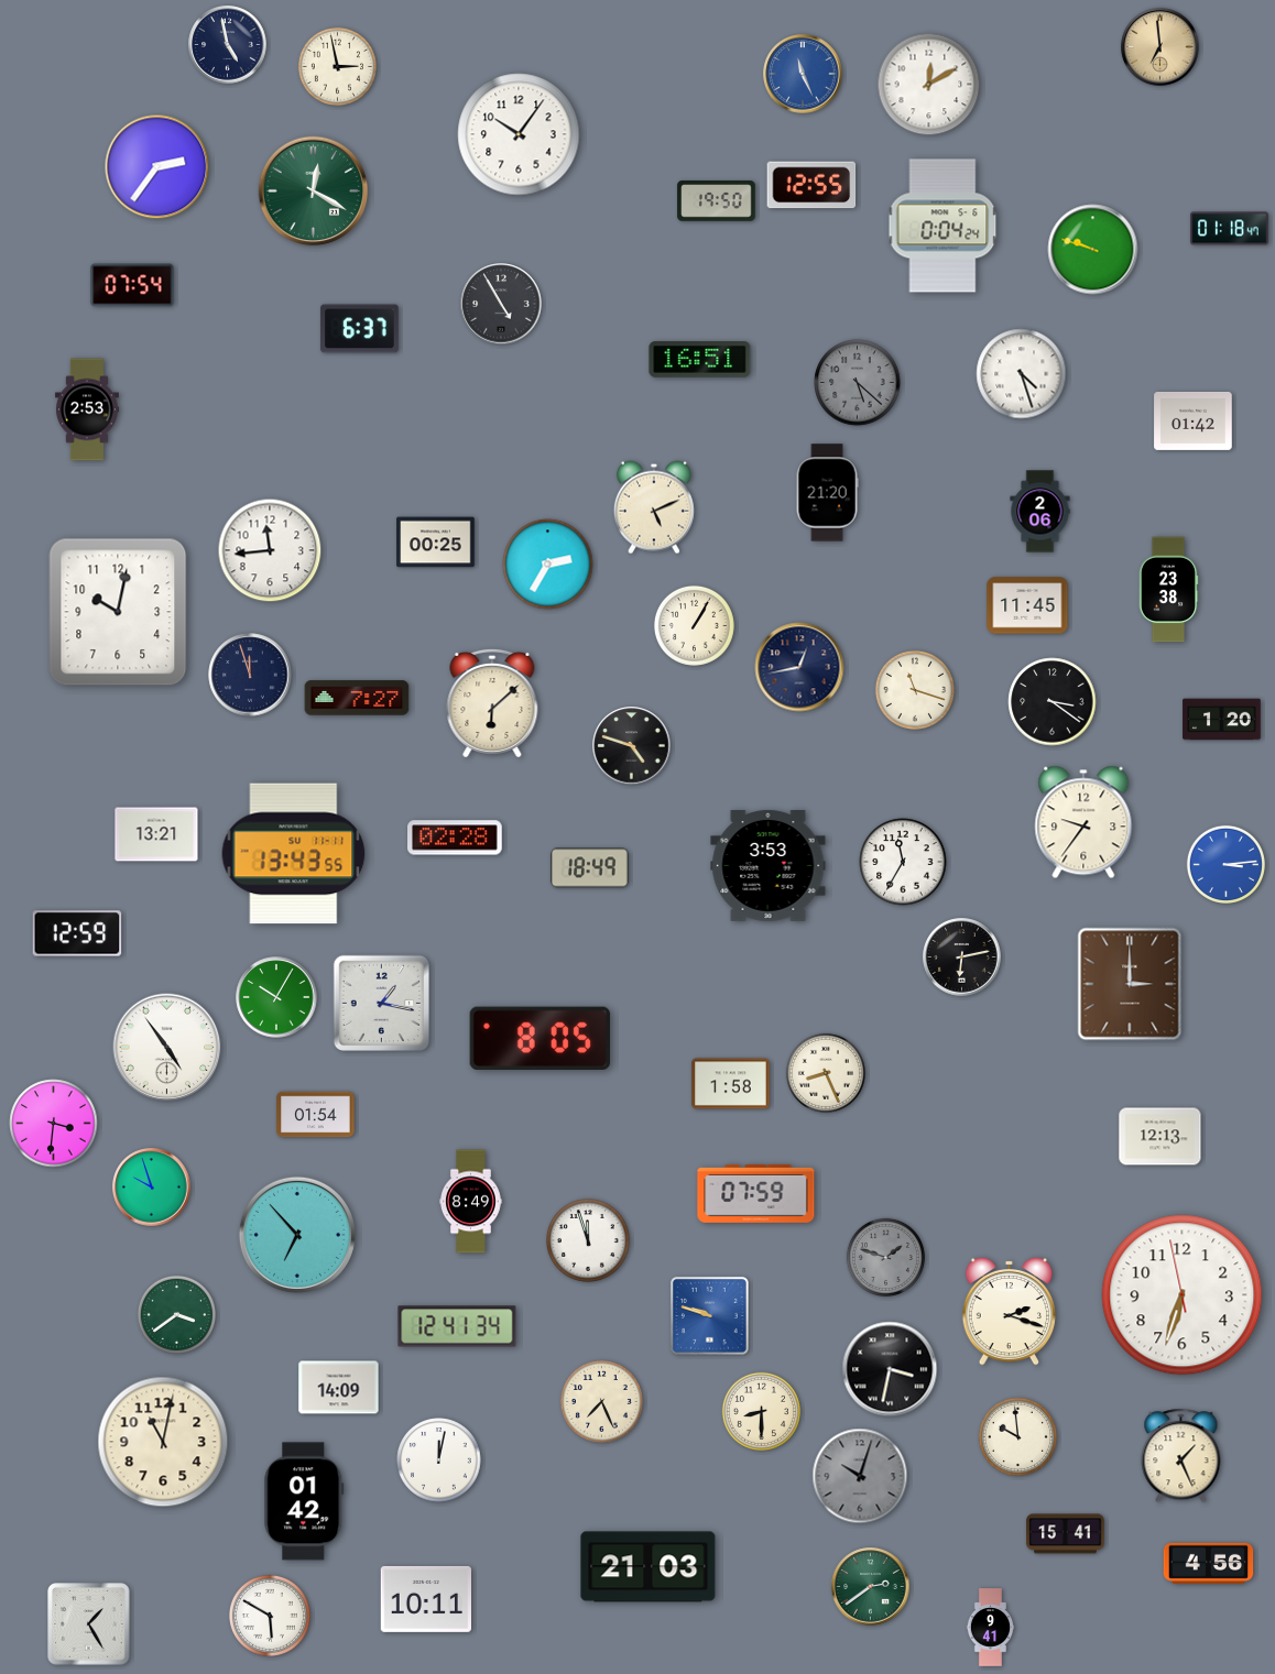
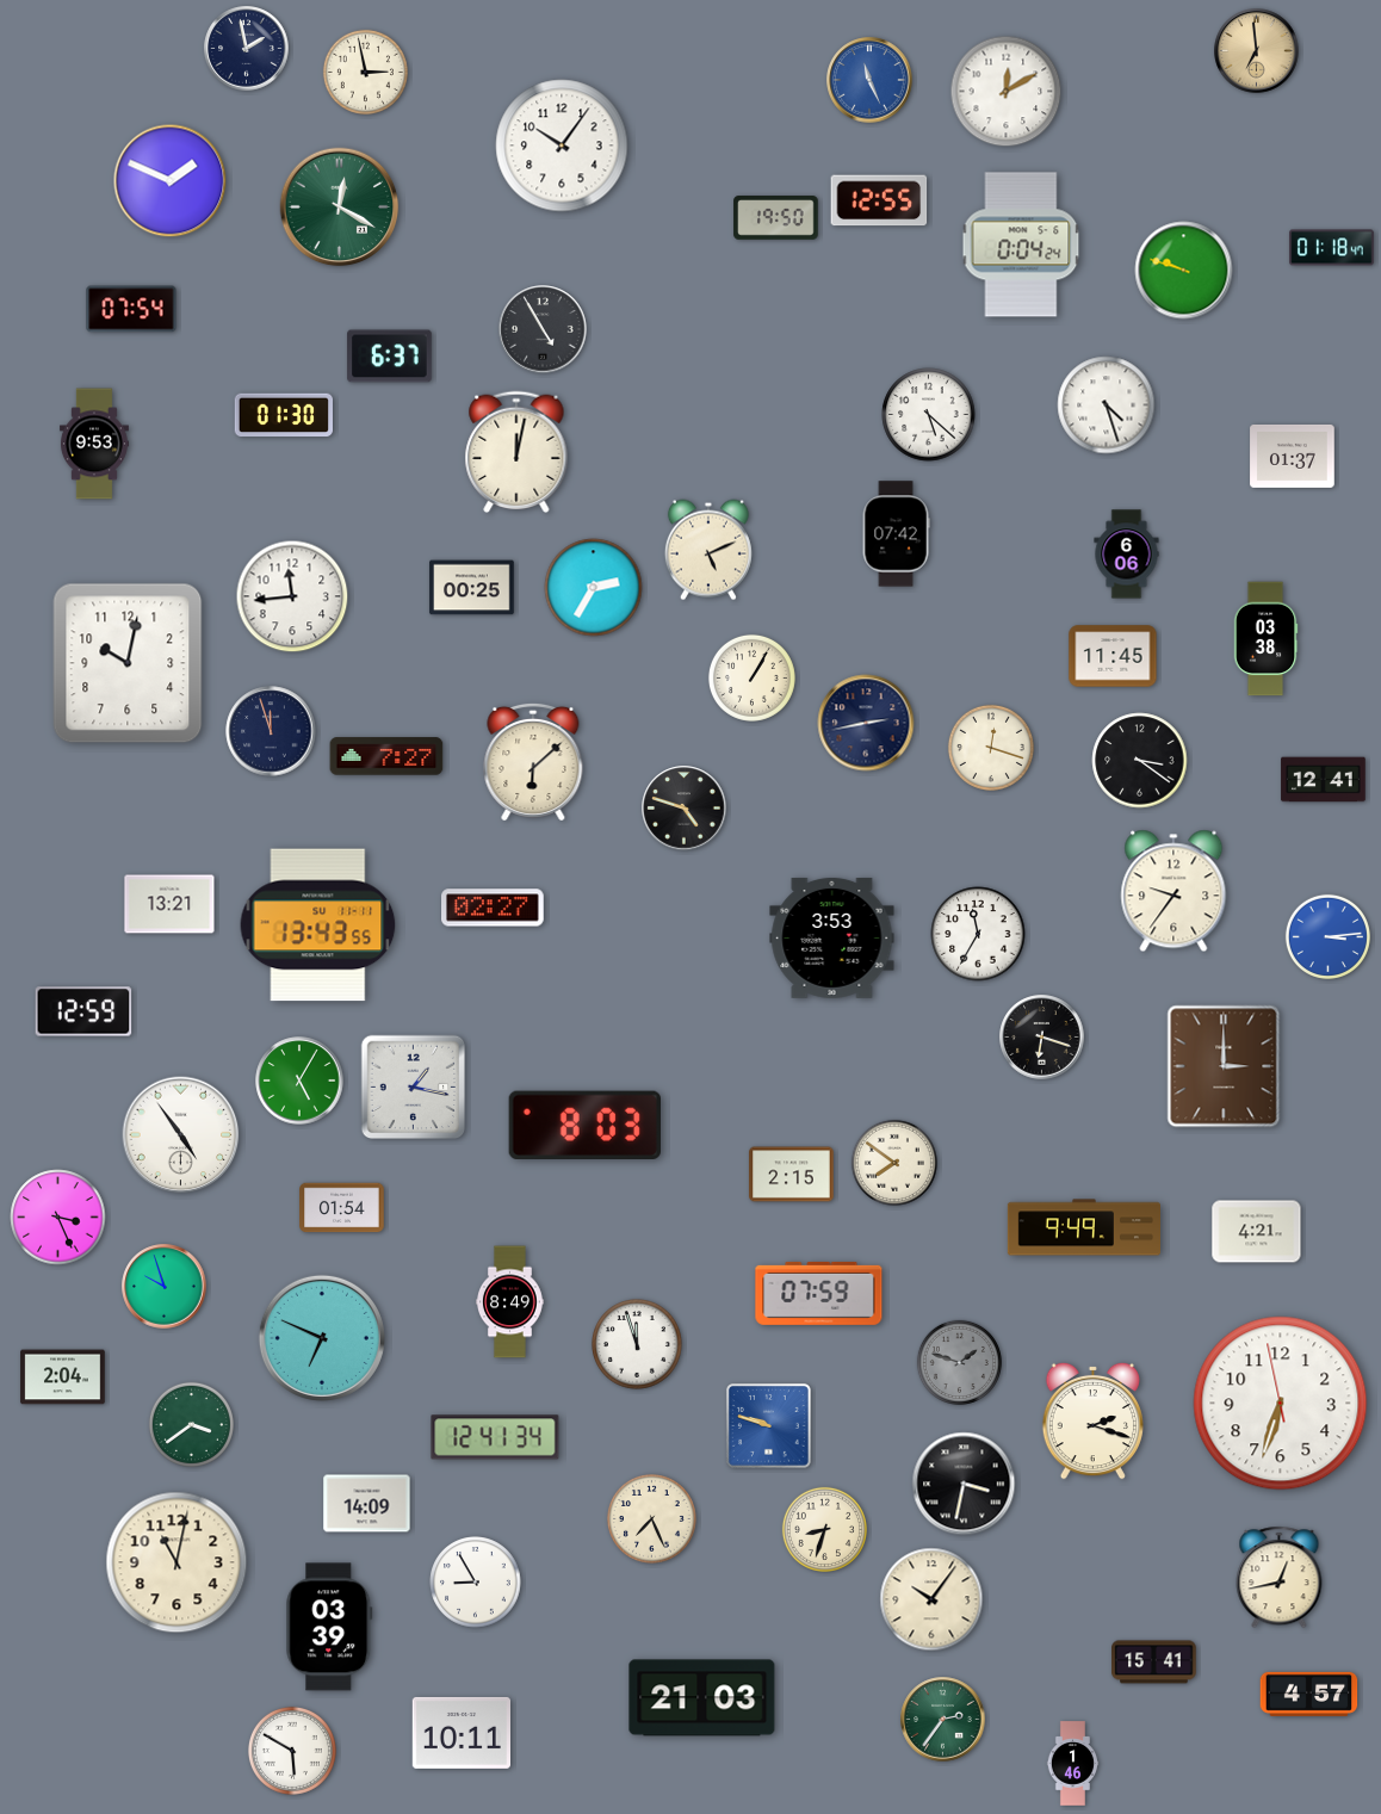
clock at (228, 45): 4:58 -> 1:58
clock at (157, 167): 2:36 -> 1:49
clock at (132, 285) position: (132, 285) -> (131, 309)
clock at (700, 360): 16:51 -> none
clock at (283, 415): none -> 01:30
clock at (858, 383) dial: grey -> white
clock at (87, 409): 2:53 -> 9:53
clock at (516, 452): none -> 12:02
clock at (1194, 420): 01:42 -> 01:37
clock at (827, 493): 21:20 -> 07:42
clock at (1040, 512): 2:06 -> 6:06
clock at (548, 565) position: (548, 565) -> (594, 588)
clock at (1168, 590): 23:38 -> 03:38
clock at (799, 667): 12:43 -> 2:43
clock at (915, 690): 11:18 -> 12:18
clock at (1222, 720): 1:20 -> 12:41
clock at (456, 838): 02:28 -> 02:27
clock at (590, 868): 18:49 -> none
clock at (962, 958): 6:13 -> 6:18
clock at (276, 997): 10:05 -> 5:05
clock at (540, 1038): 8:05 -> 8:03
clock at (826, 1073): 8:26 -> 7:51
clock at (731, 1084): 1:58 -> 2:15
clock at (54, 1124): 3:31 -> 3:26
clock at (1083, 1227): none -> 9:49
clock at (1160, 1137): 12:13 -> 4:21
clock at (297, 1235): 6:53 -> 6:49
clock at (63, 1377): none -> 2:04
clock at (761, 1411): 8:30 -> 8:33
clock at (1017, 1436): 9:59 -> none
clock at (1181, 1456): 1:26 -> 12:43
clock at (439, 1460): 12:02 -> 8:55
clock at (860, 1476): 10:03 -> 10:06
clock at (860, 1476) dial: grey -> cream
clock at (304, 1501): 01:42 -> 03:39
clock at (1209, 1563): 4:56 -> 4:57
clock at (871, 1587): 2:39 -> 2:36
clock at (89, 1624): 1:25 -> none
clock at (991, 1628): 9:41 -> 1:46
